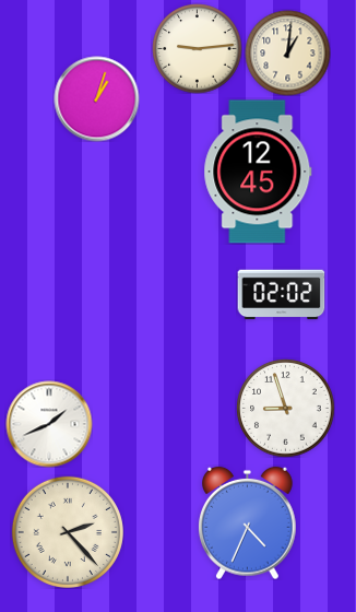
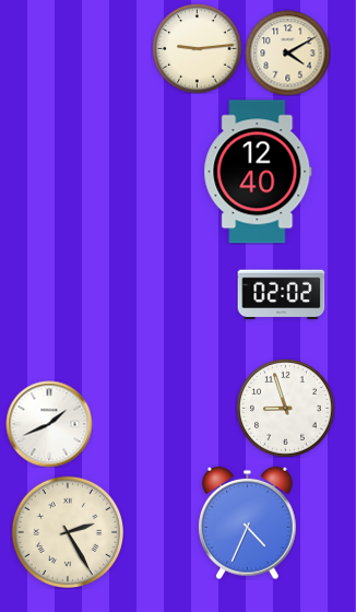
clock at (287, 52): 1:01 -> 4:10
clock at (96, 98): 1:03 -> none
clock at (258, 172): 12:45 -> 12:40
clock at (68, 532): 2:23 -> 2:25
